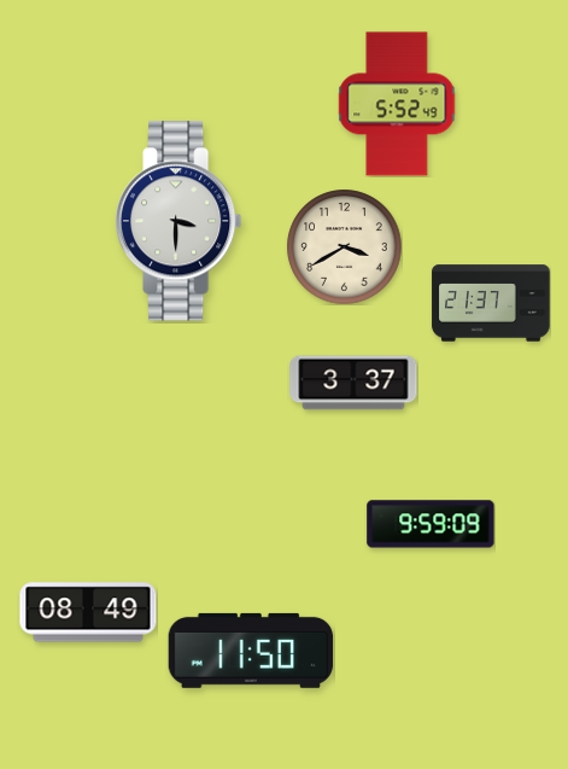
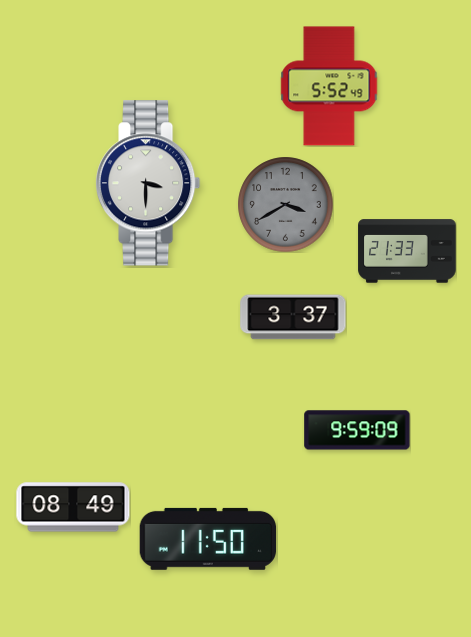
clock at (344, 246) dial: cream -> grey
clock at (491, 303): 21:37 -> 21:33
clock at (431, 524) position: (431, 524) -> (357, 430)
